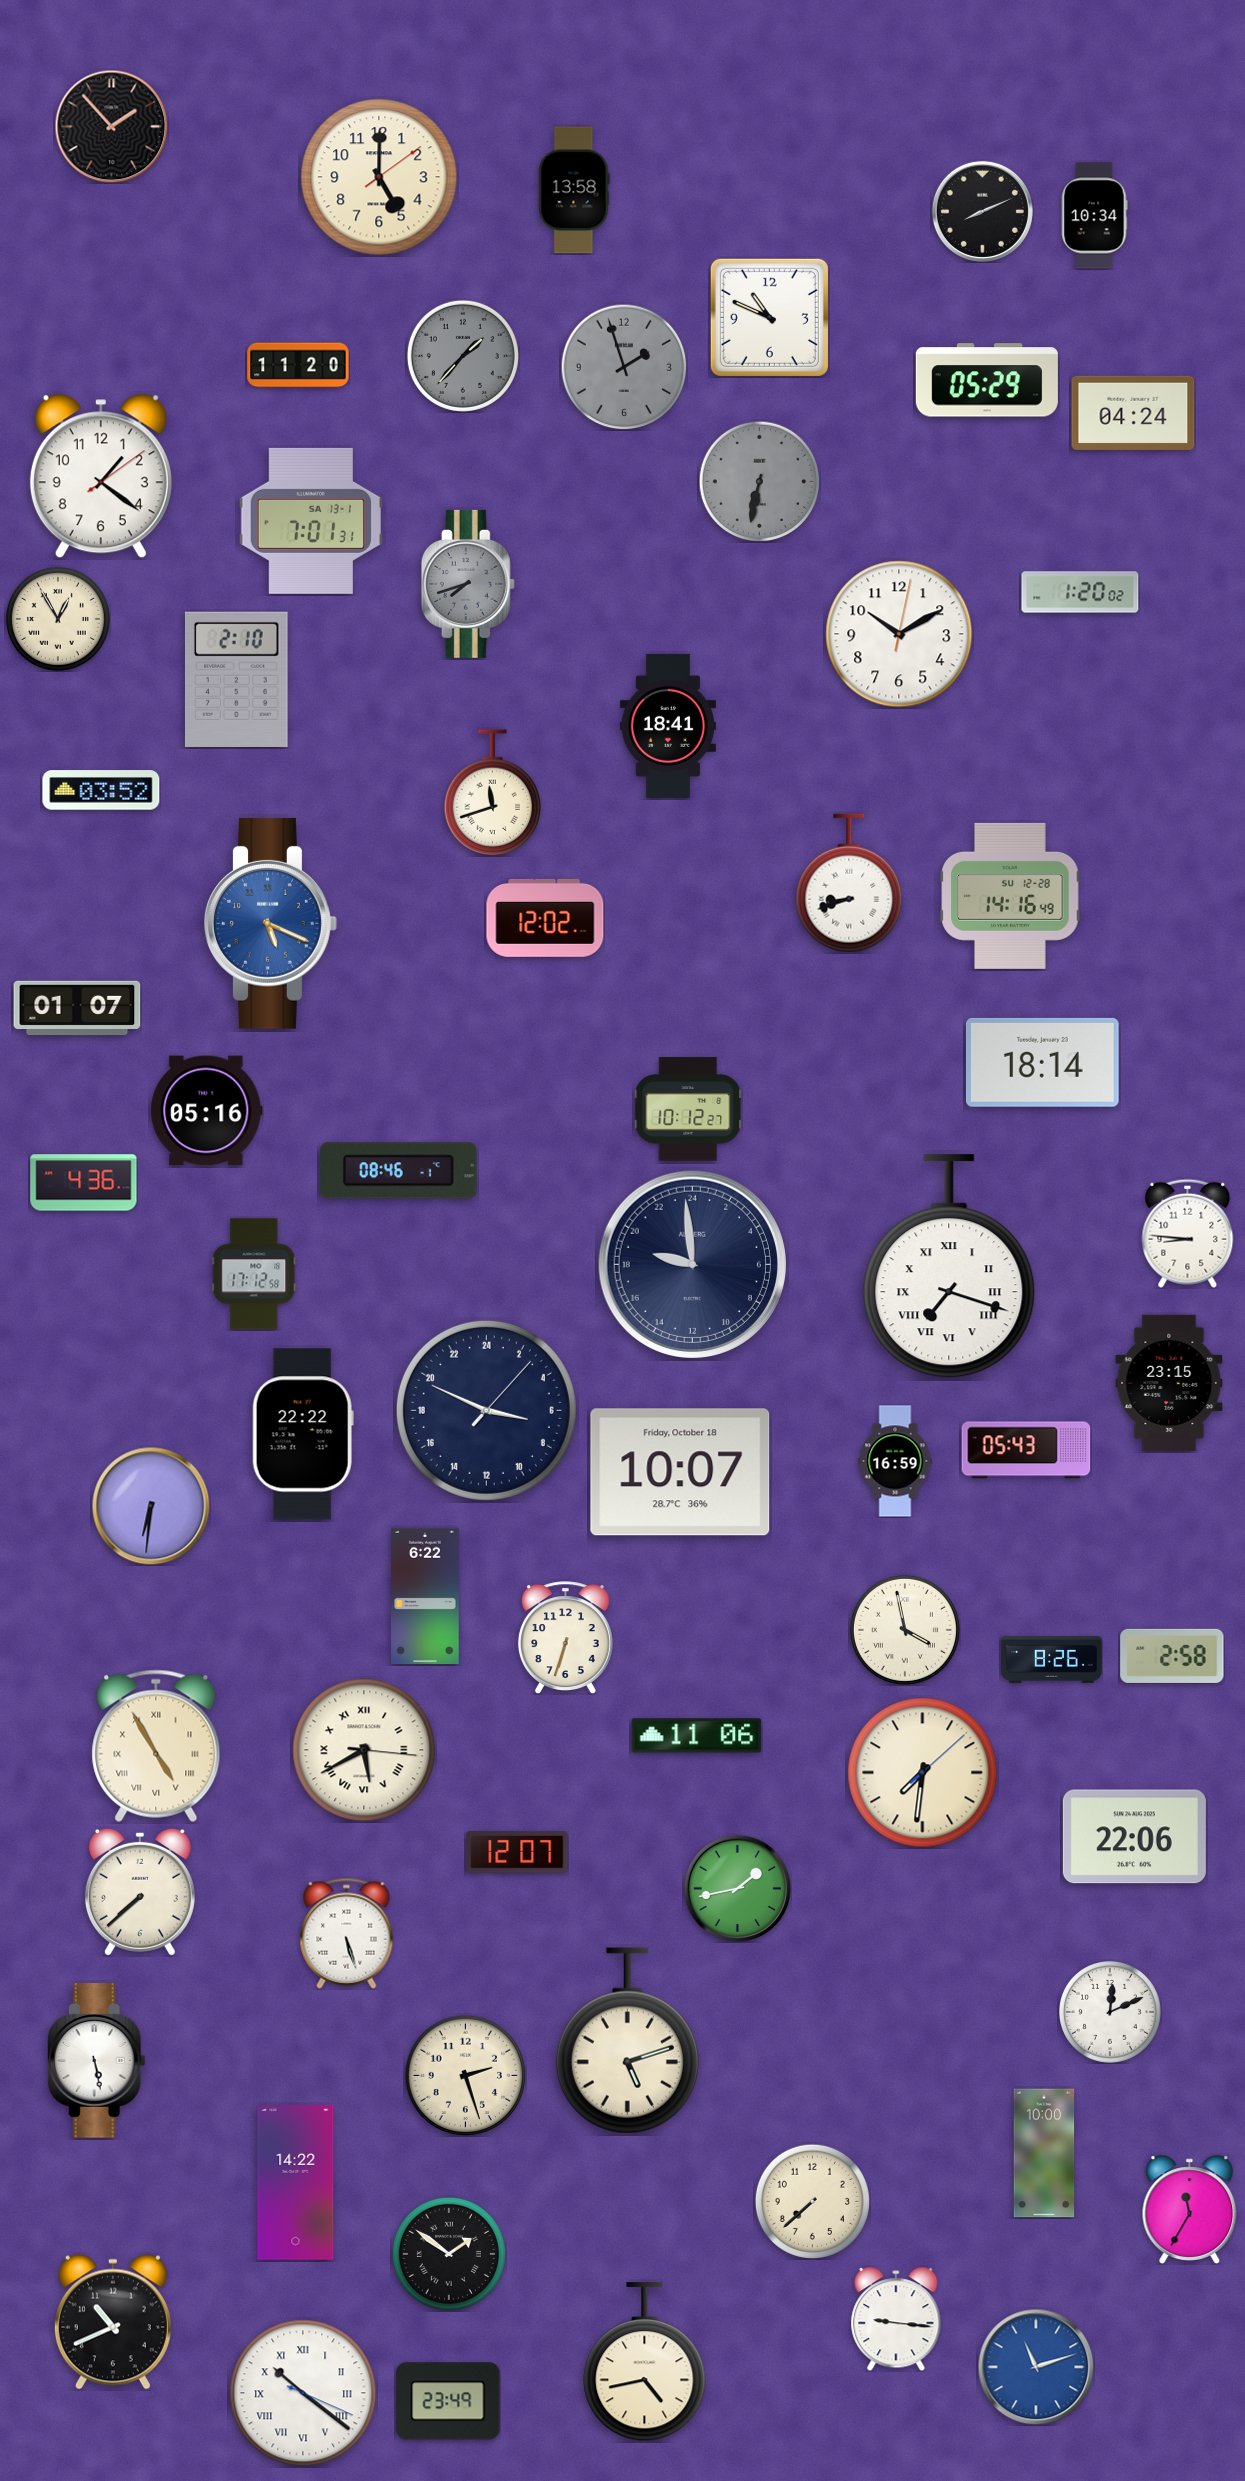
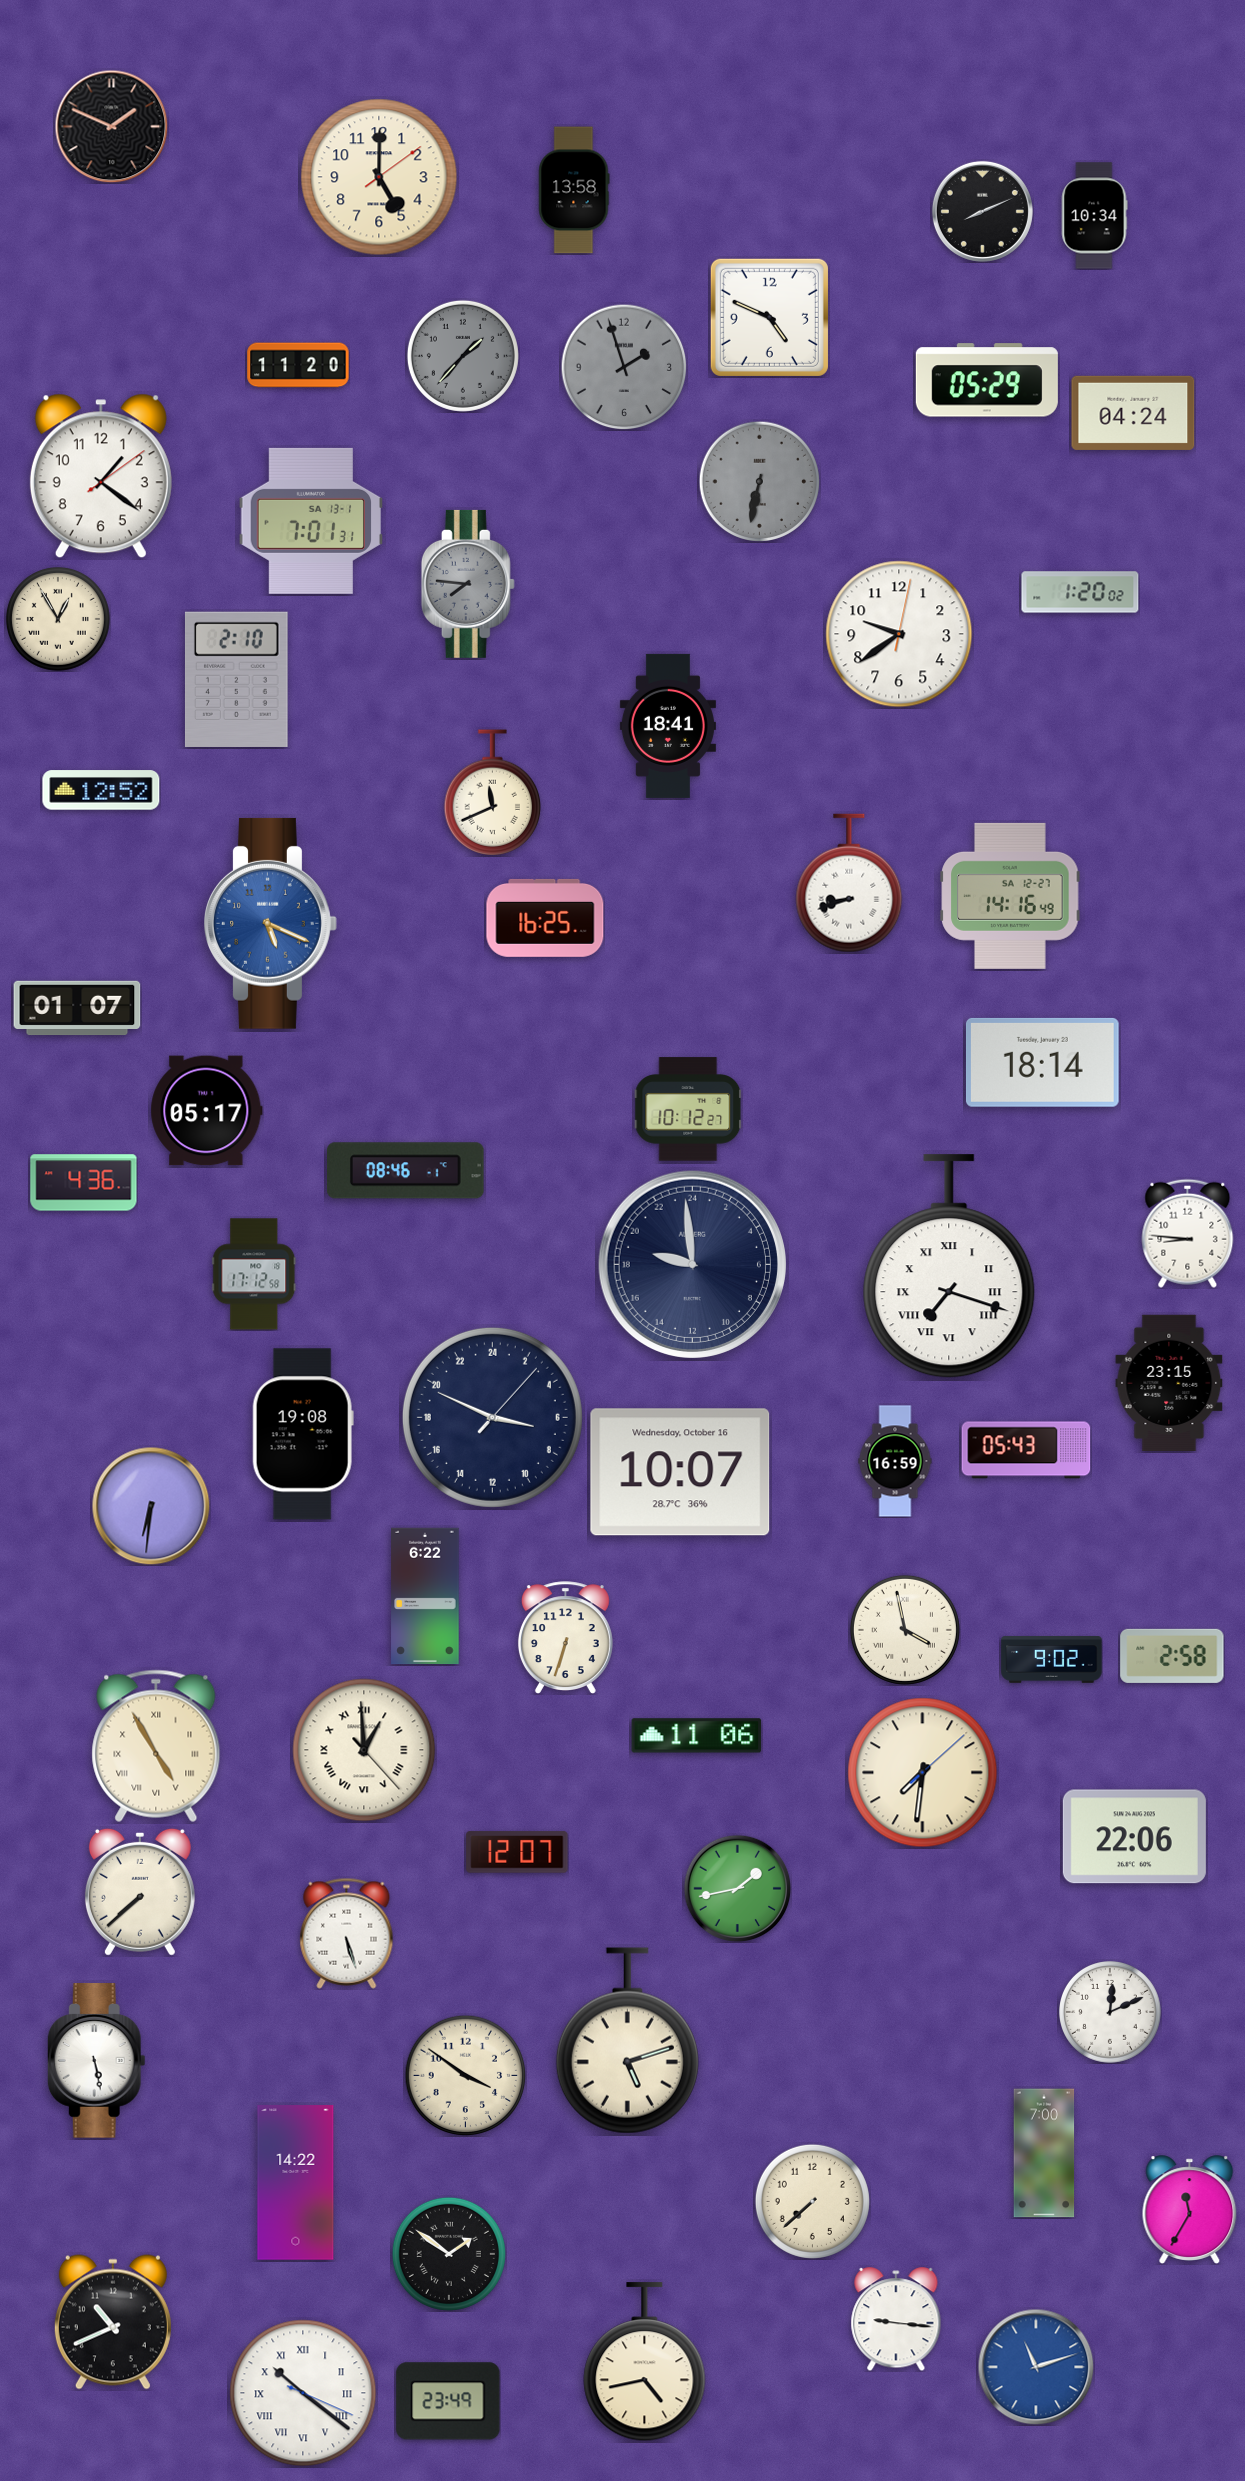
clock at (111, 126): 1:53 -> 1:49
clock at (769, 317): 10:49 -> 4:49
clock at (468, 584): 7:42 -> 7:46
clock at (899, 634): 10:10 -> 9:39
clock at (101, 790): 03:52 -> 12:52
clock at (493, 792): 11:42 -> 11:41
clock at (1010, 896) date: SU 12-28 -> SA 12-27
clock at (545, 918): 12:02 -> 16:25
clock at (207, 1111): 05:16 -> 05:17
clock at (399, 1171) position: (399, 1171) -> (406, 1171)
clock at (486, 1410) position: (486, 1410) -> (492, 1417)
clock at (303, 1434): 22:22 -> 19:08
clock at (680, 1472) date: Friday, October 18 -> Wednesday, October 16
clock at (1052, 1660): 8:26 -> 9:02
clock at (364, 1750): 5:40 -> 12:59
clock at (465, 2075): 2:27 -> 3:51
clock at (1044, 2153): 10:00 -> 7:00
